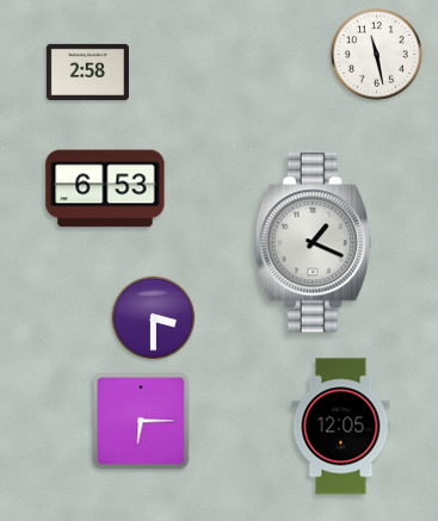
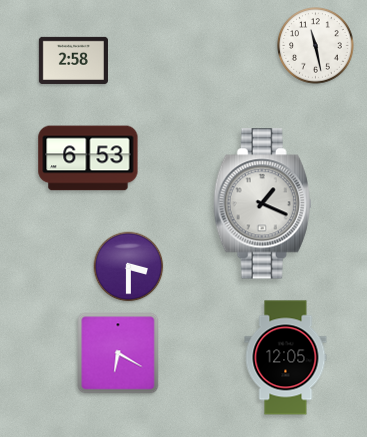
clock at (141, 421): 6:15 -> 6:20
